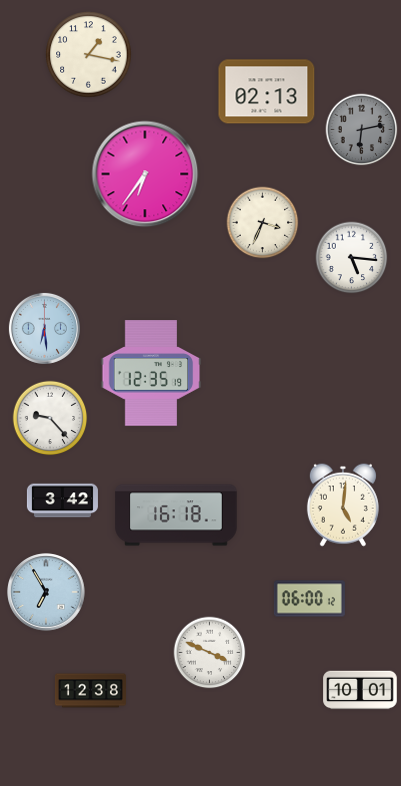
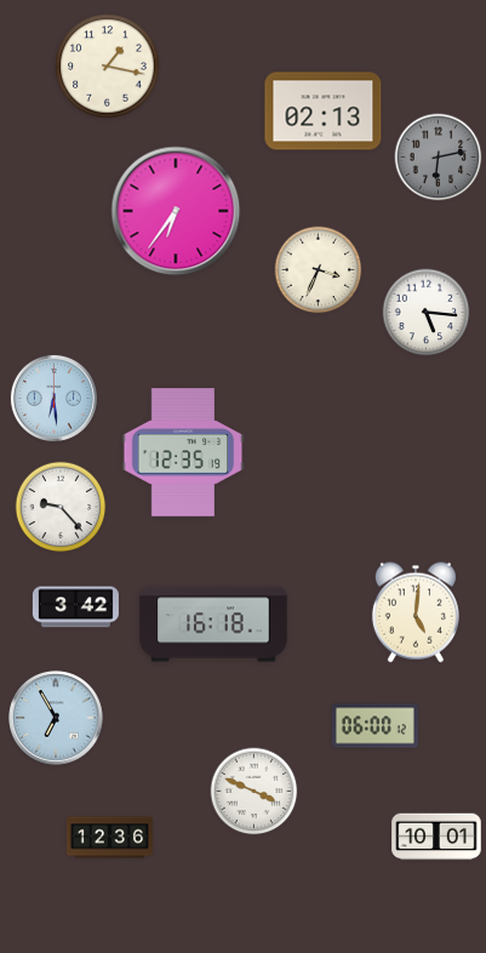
clock at (90, 691): 12:38 -> 12:36
